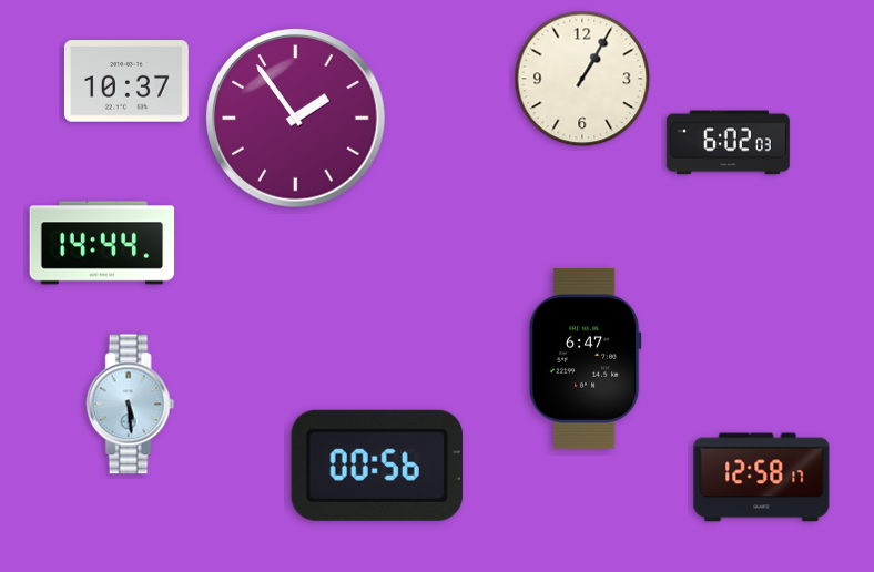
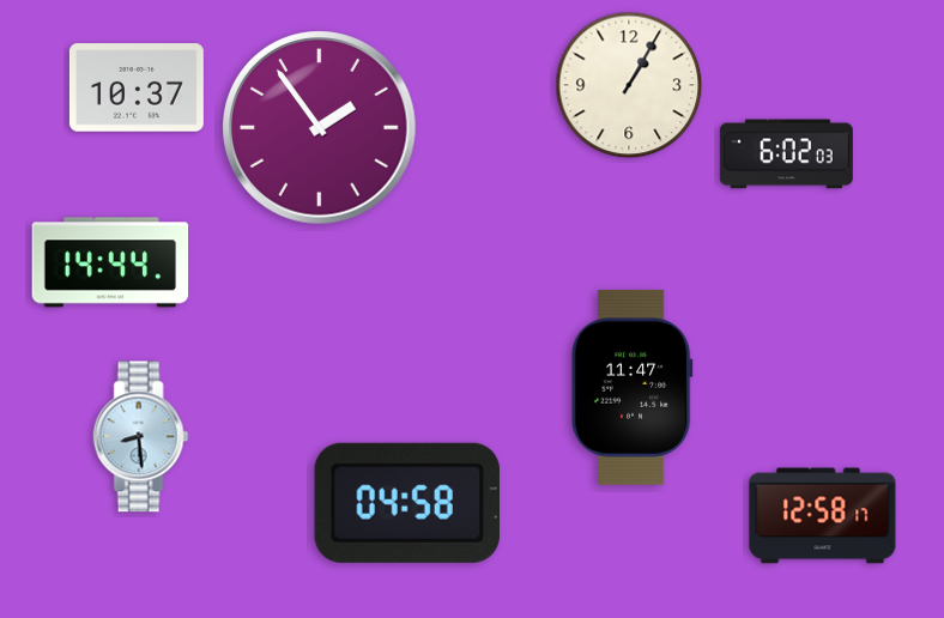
clock at (585, 358): 6:47 -> 11:47
clock at (131, 405): 5:29 -> 8:29
clock at (377, 466): 00:56 -> 04:58
